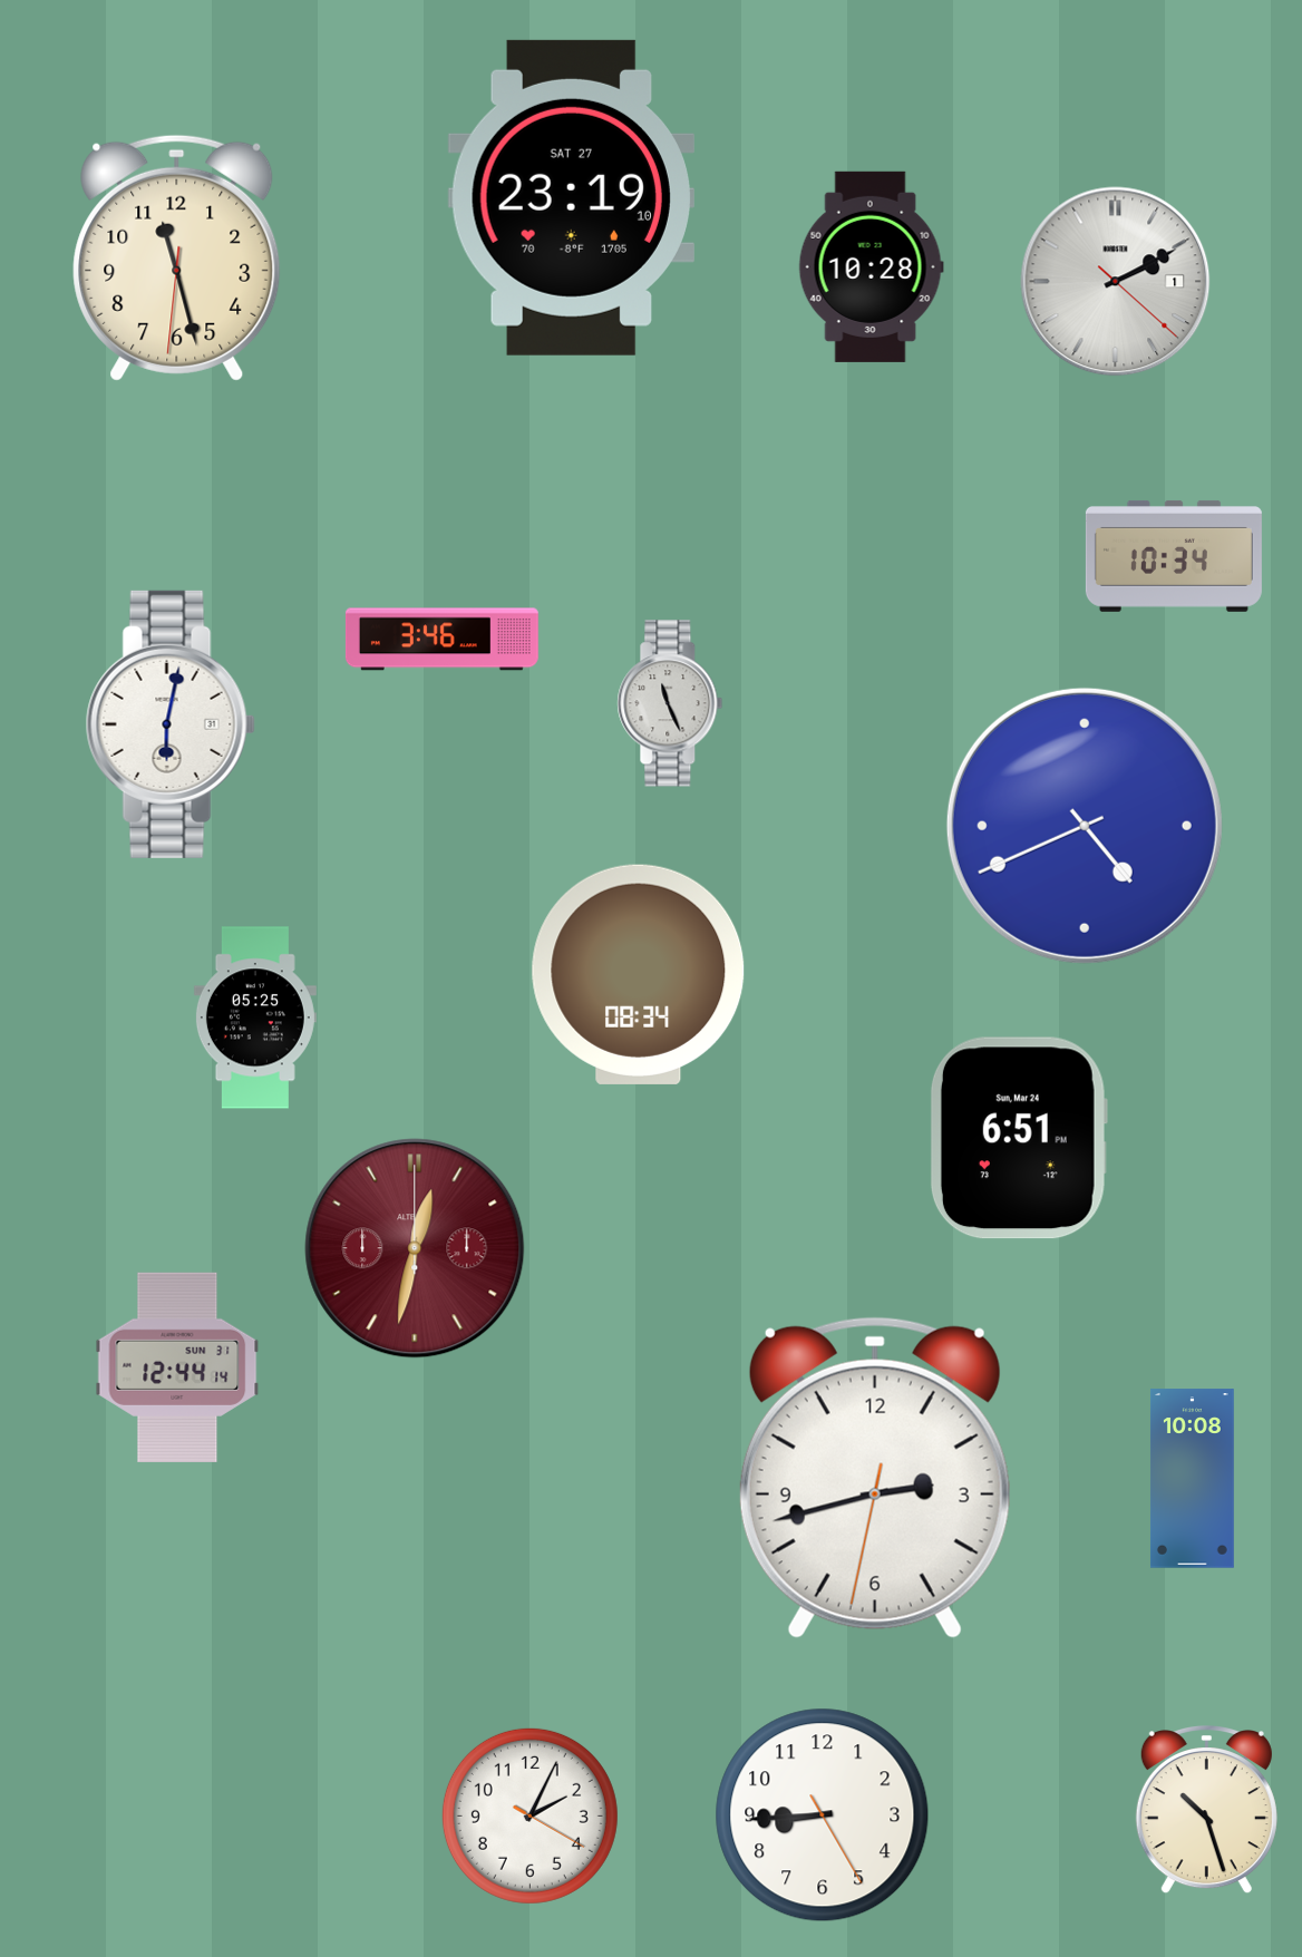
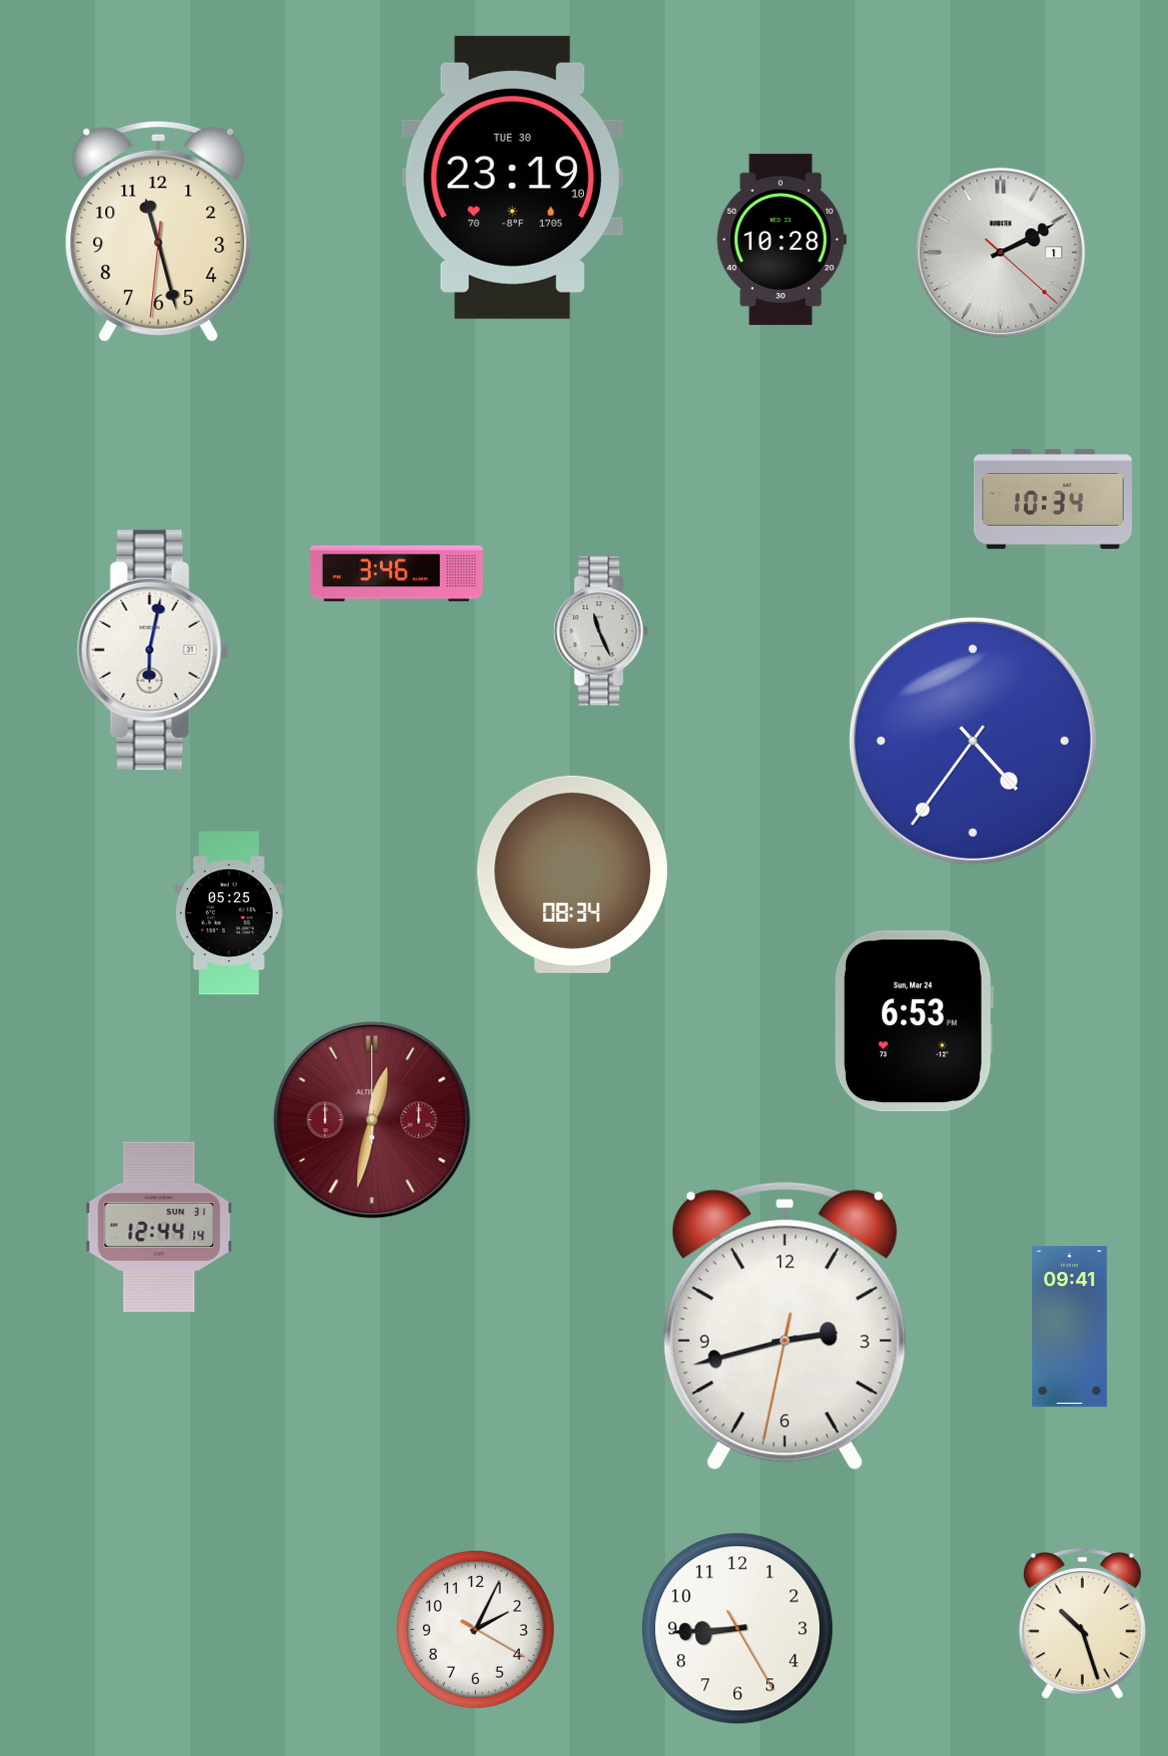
clock at (571, 197) date: SAT 27 -> TUE 30
clock at (1085, 826): 4:41 -> 4:36
clock at (1019, 1138): 6:51 -> 6:53
clock at (1192, 1479): 10:08 -> 09:41
